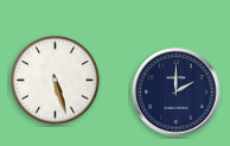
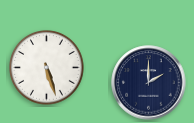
clock at (177, 93) position: (177, 93) -> (149, 83)
